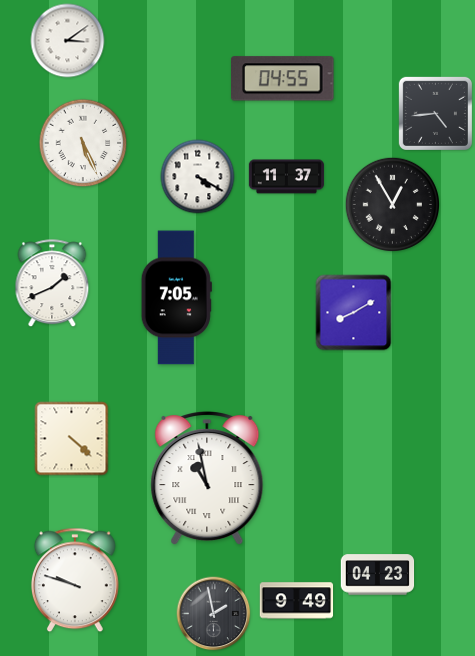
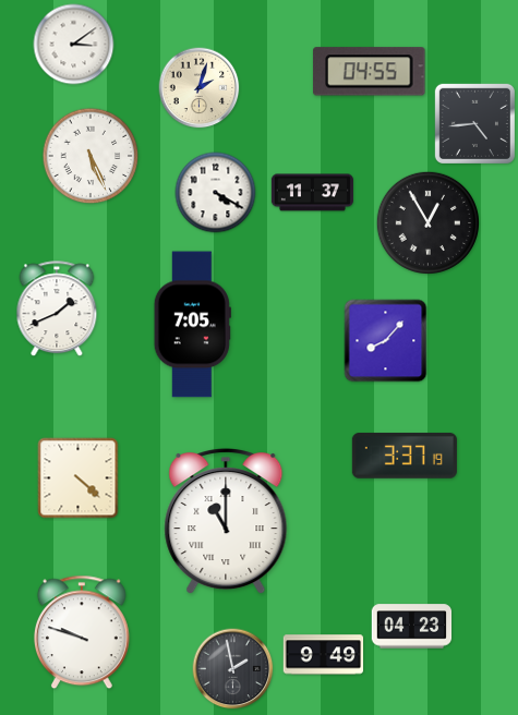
clock at (283, 79) position: (283, 79) -> (370, 72)
clock at (200, 88): none -> 2:03
clock at (354, 313): 8:10 -> 8:07
clock at (405, 456): none -> 3:37
clock at (207, 479): 10:58 -> 11:00
